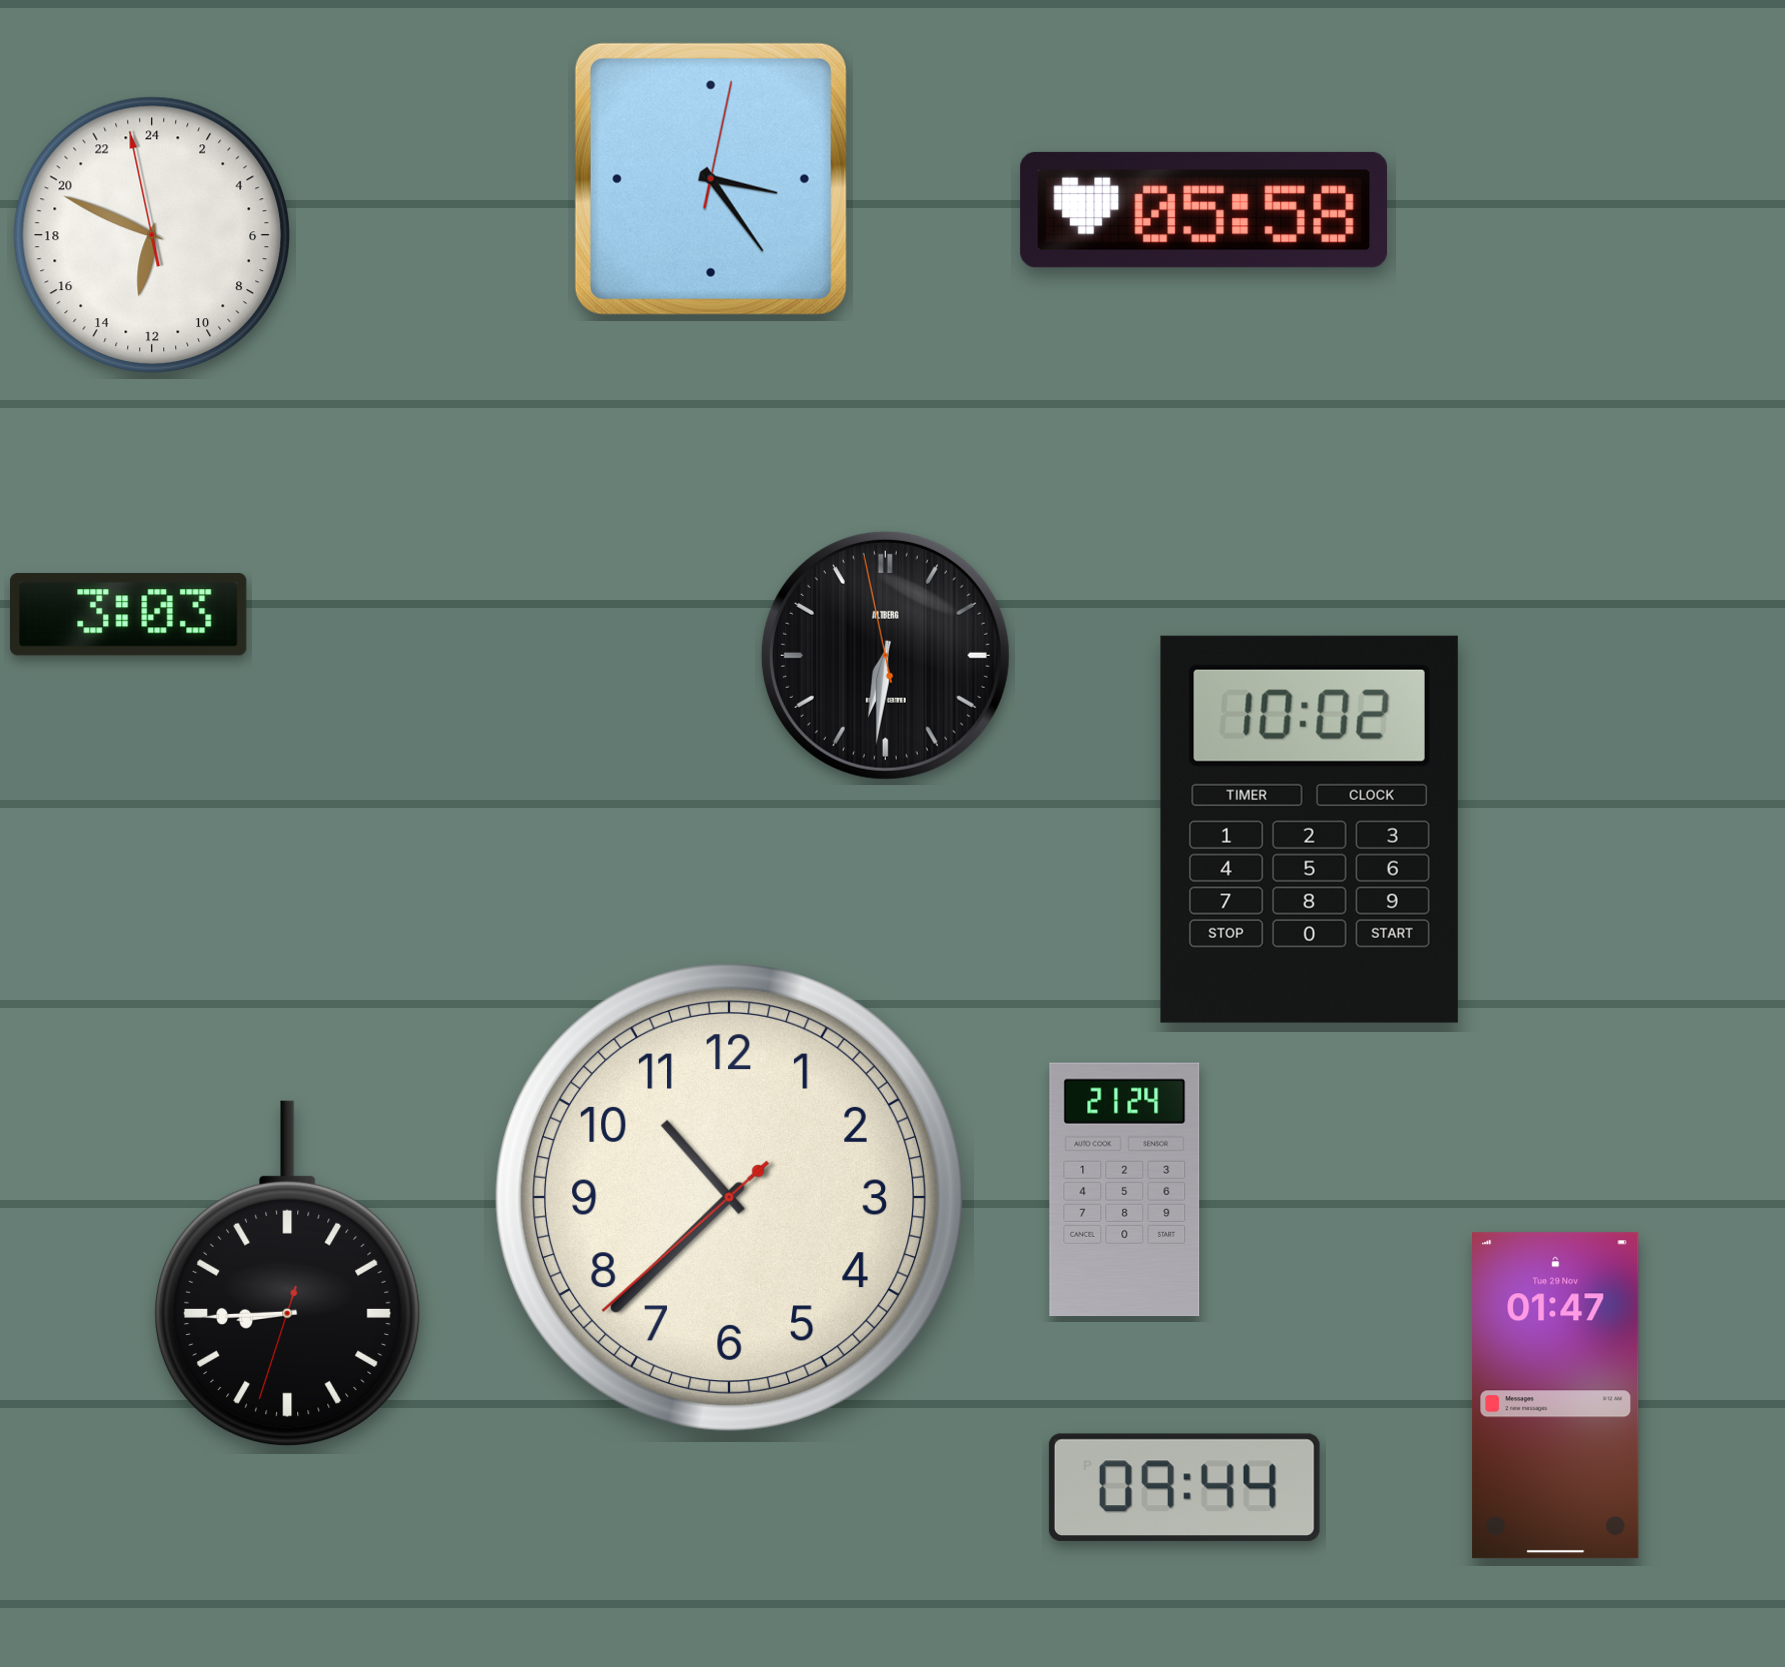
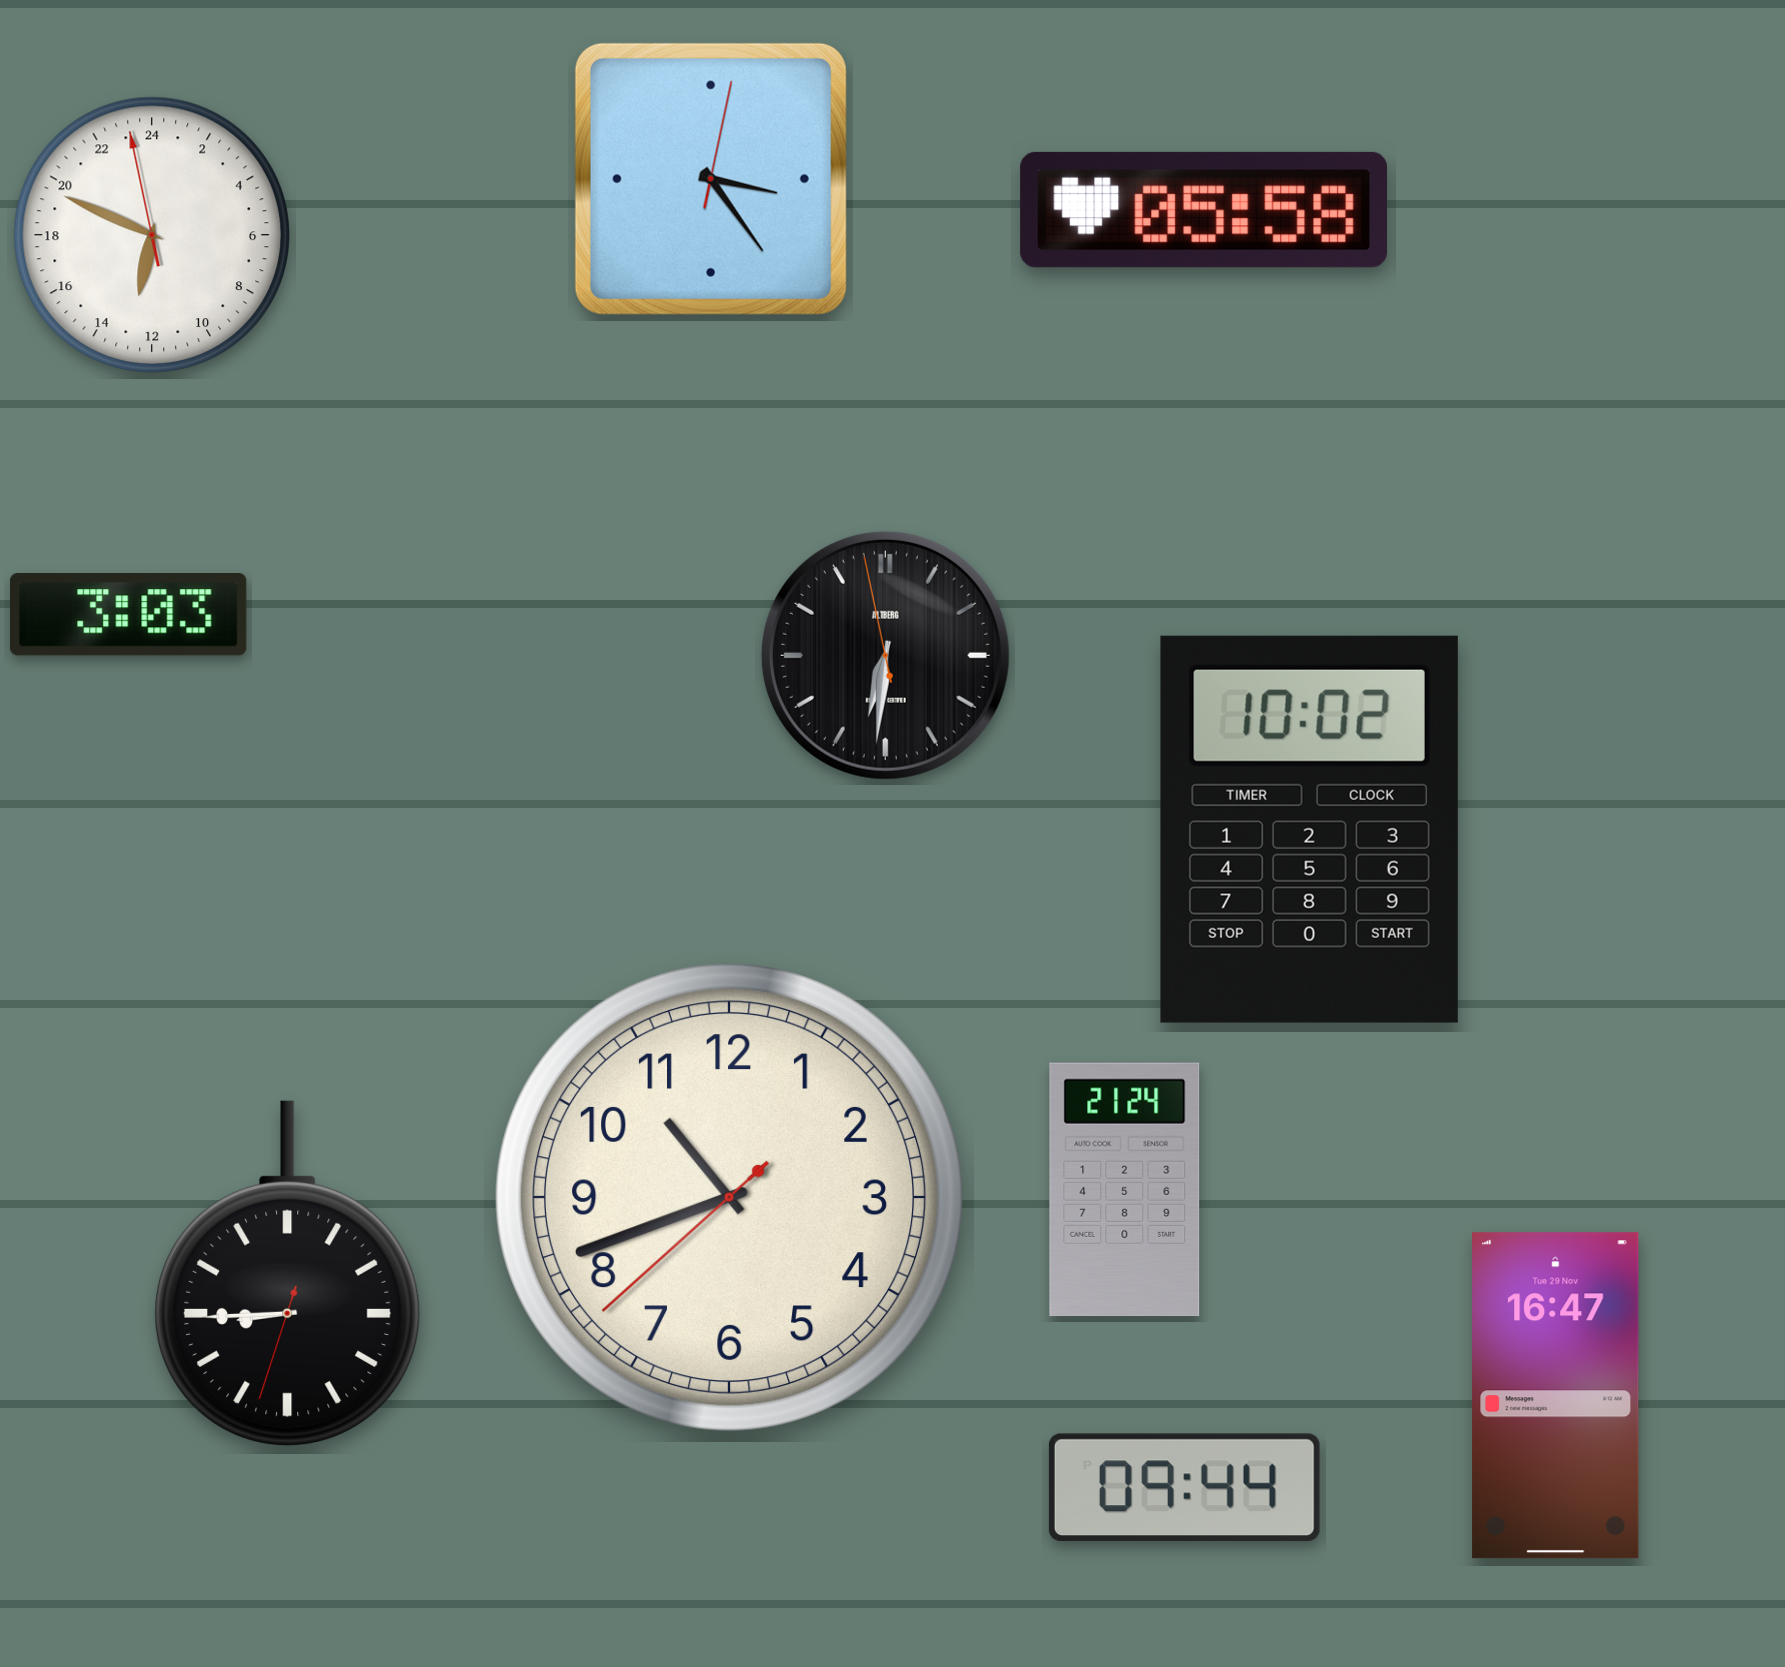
clock at (730, 1198): 10:37 -> 10:41
clock at (1556, 1396): 01:47 -> 16:47
